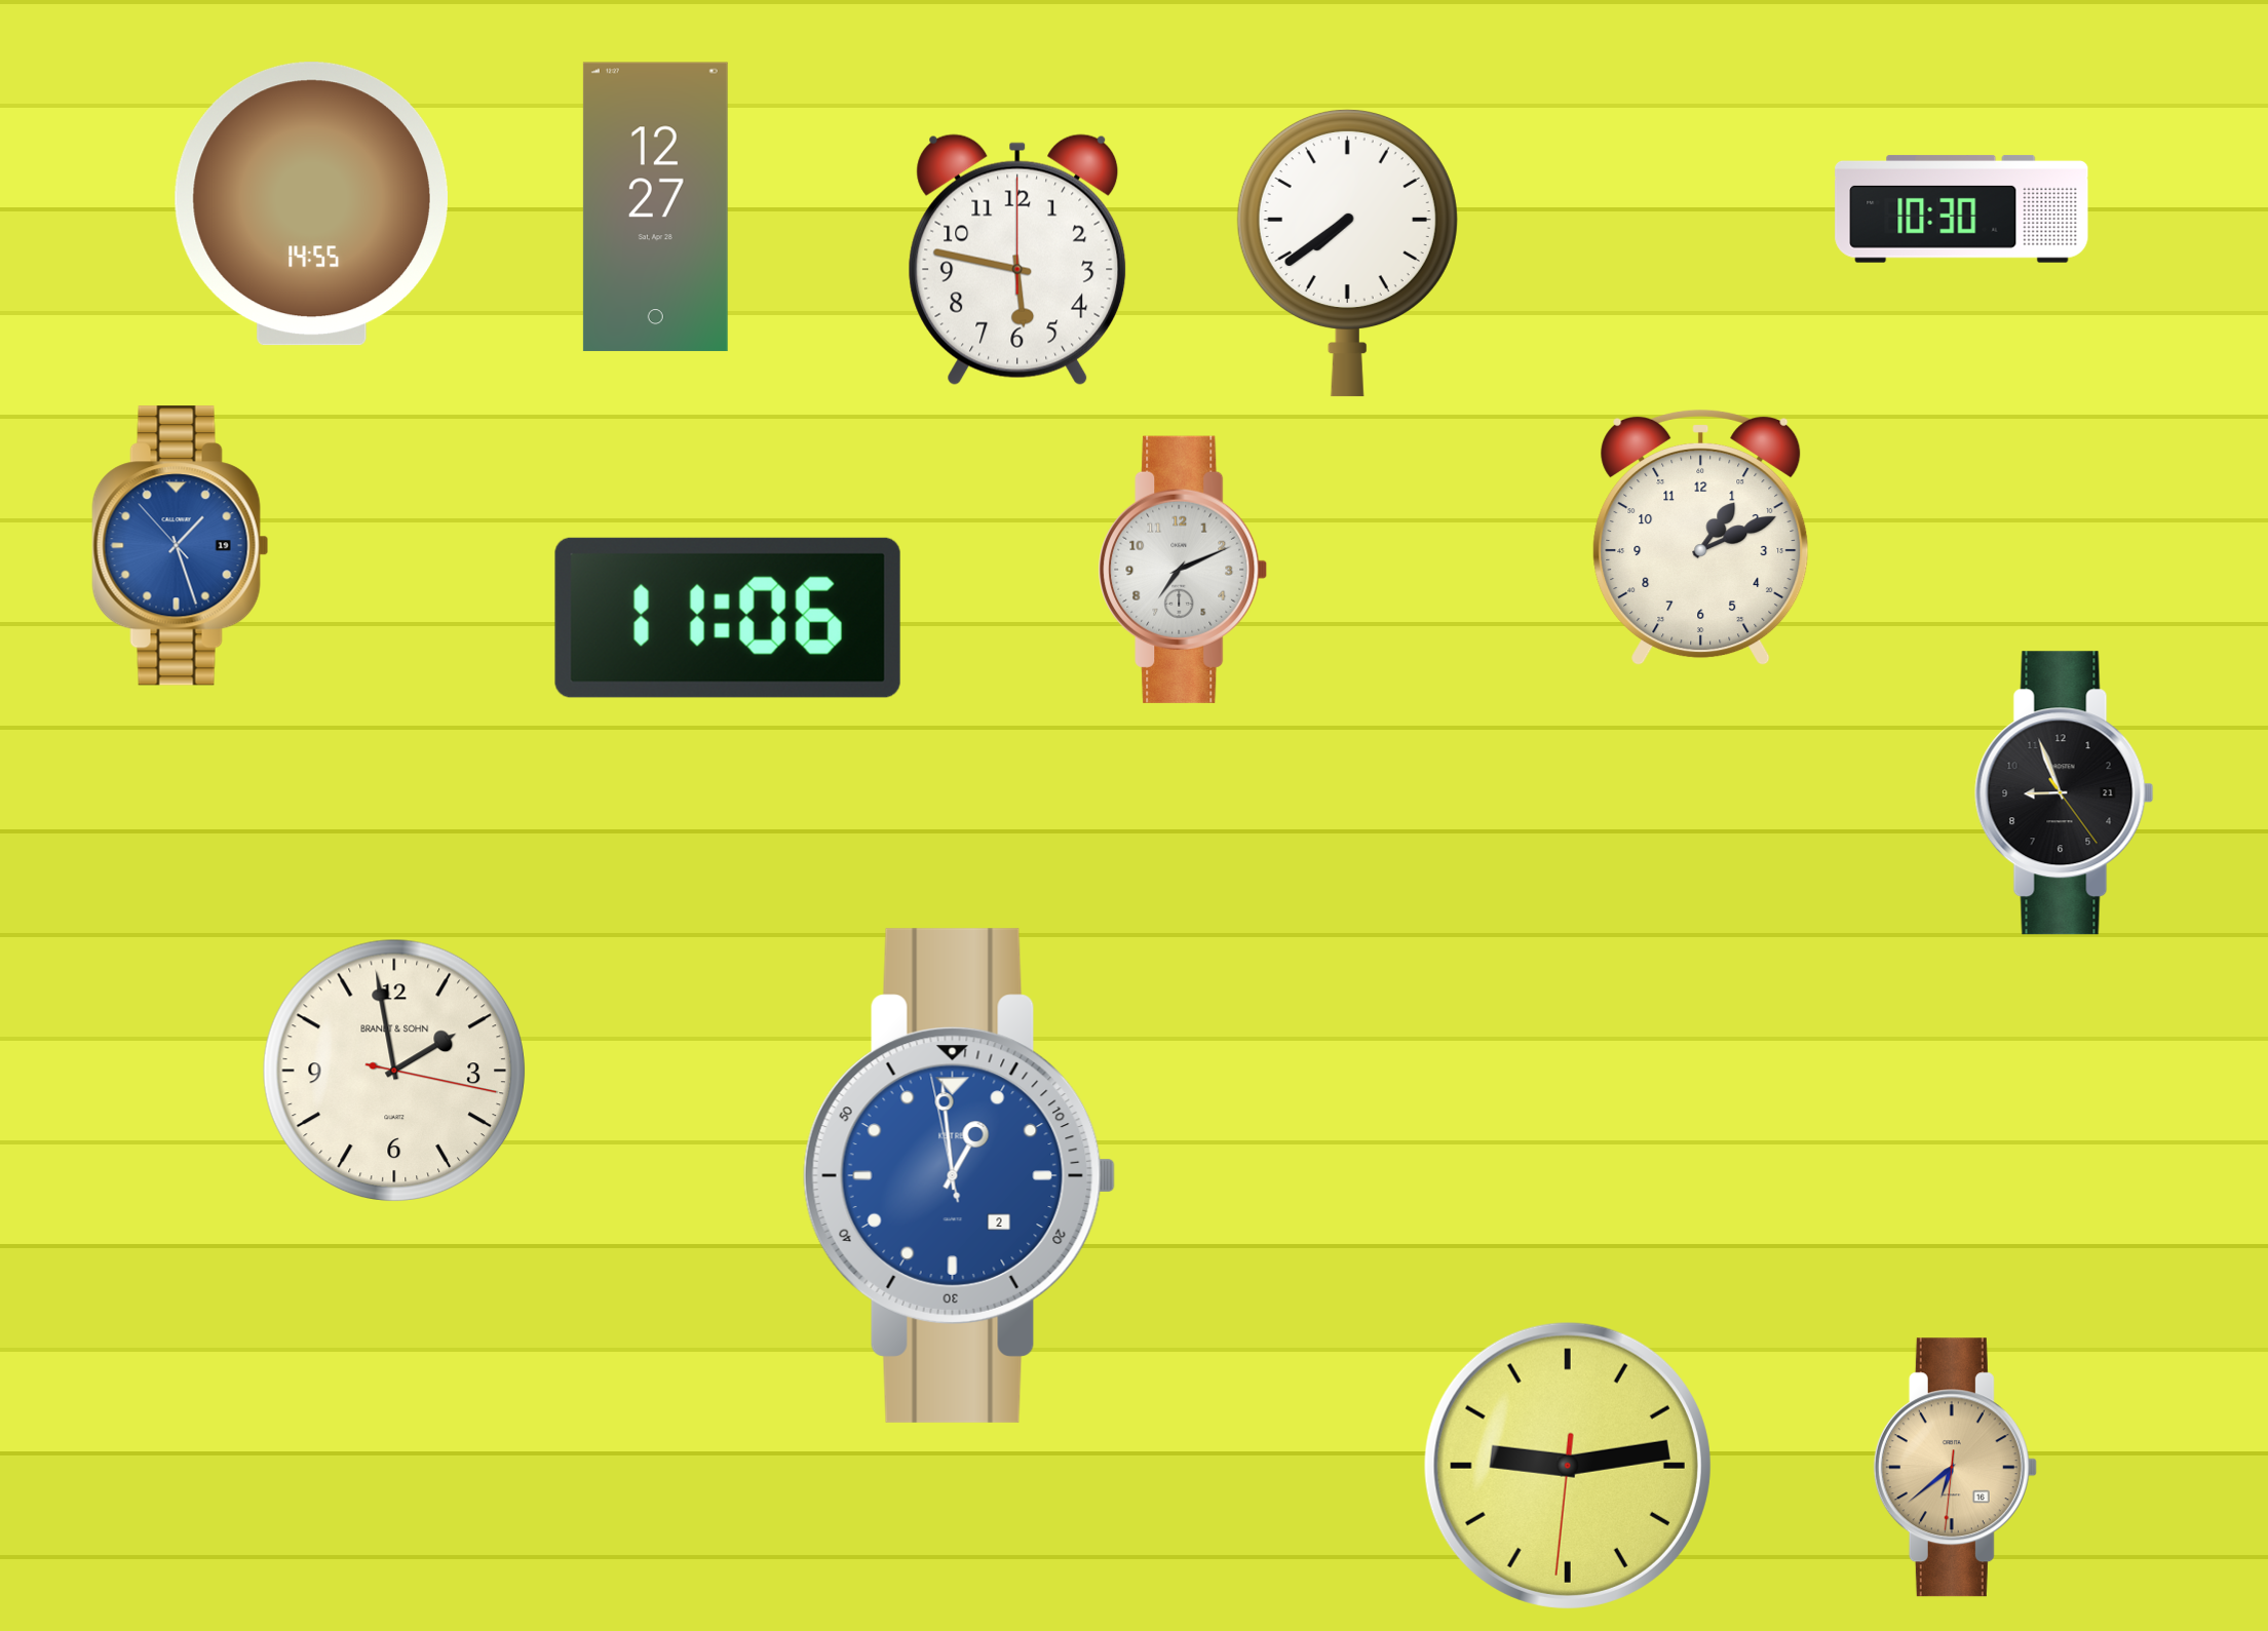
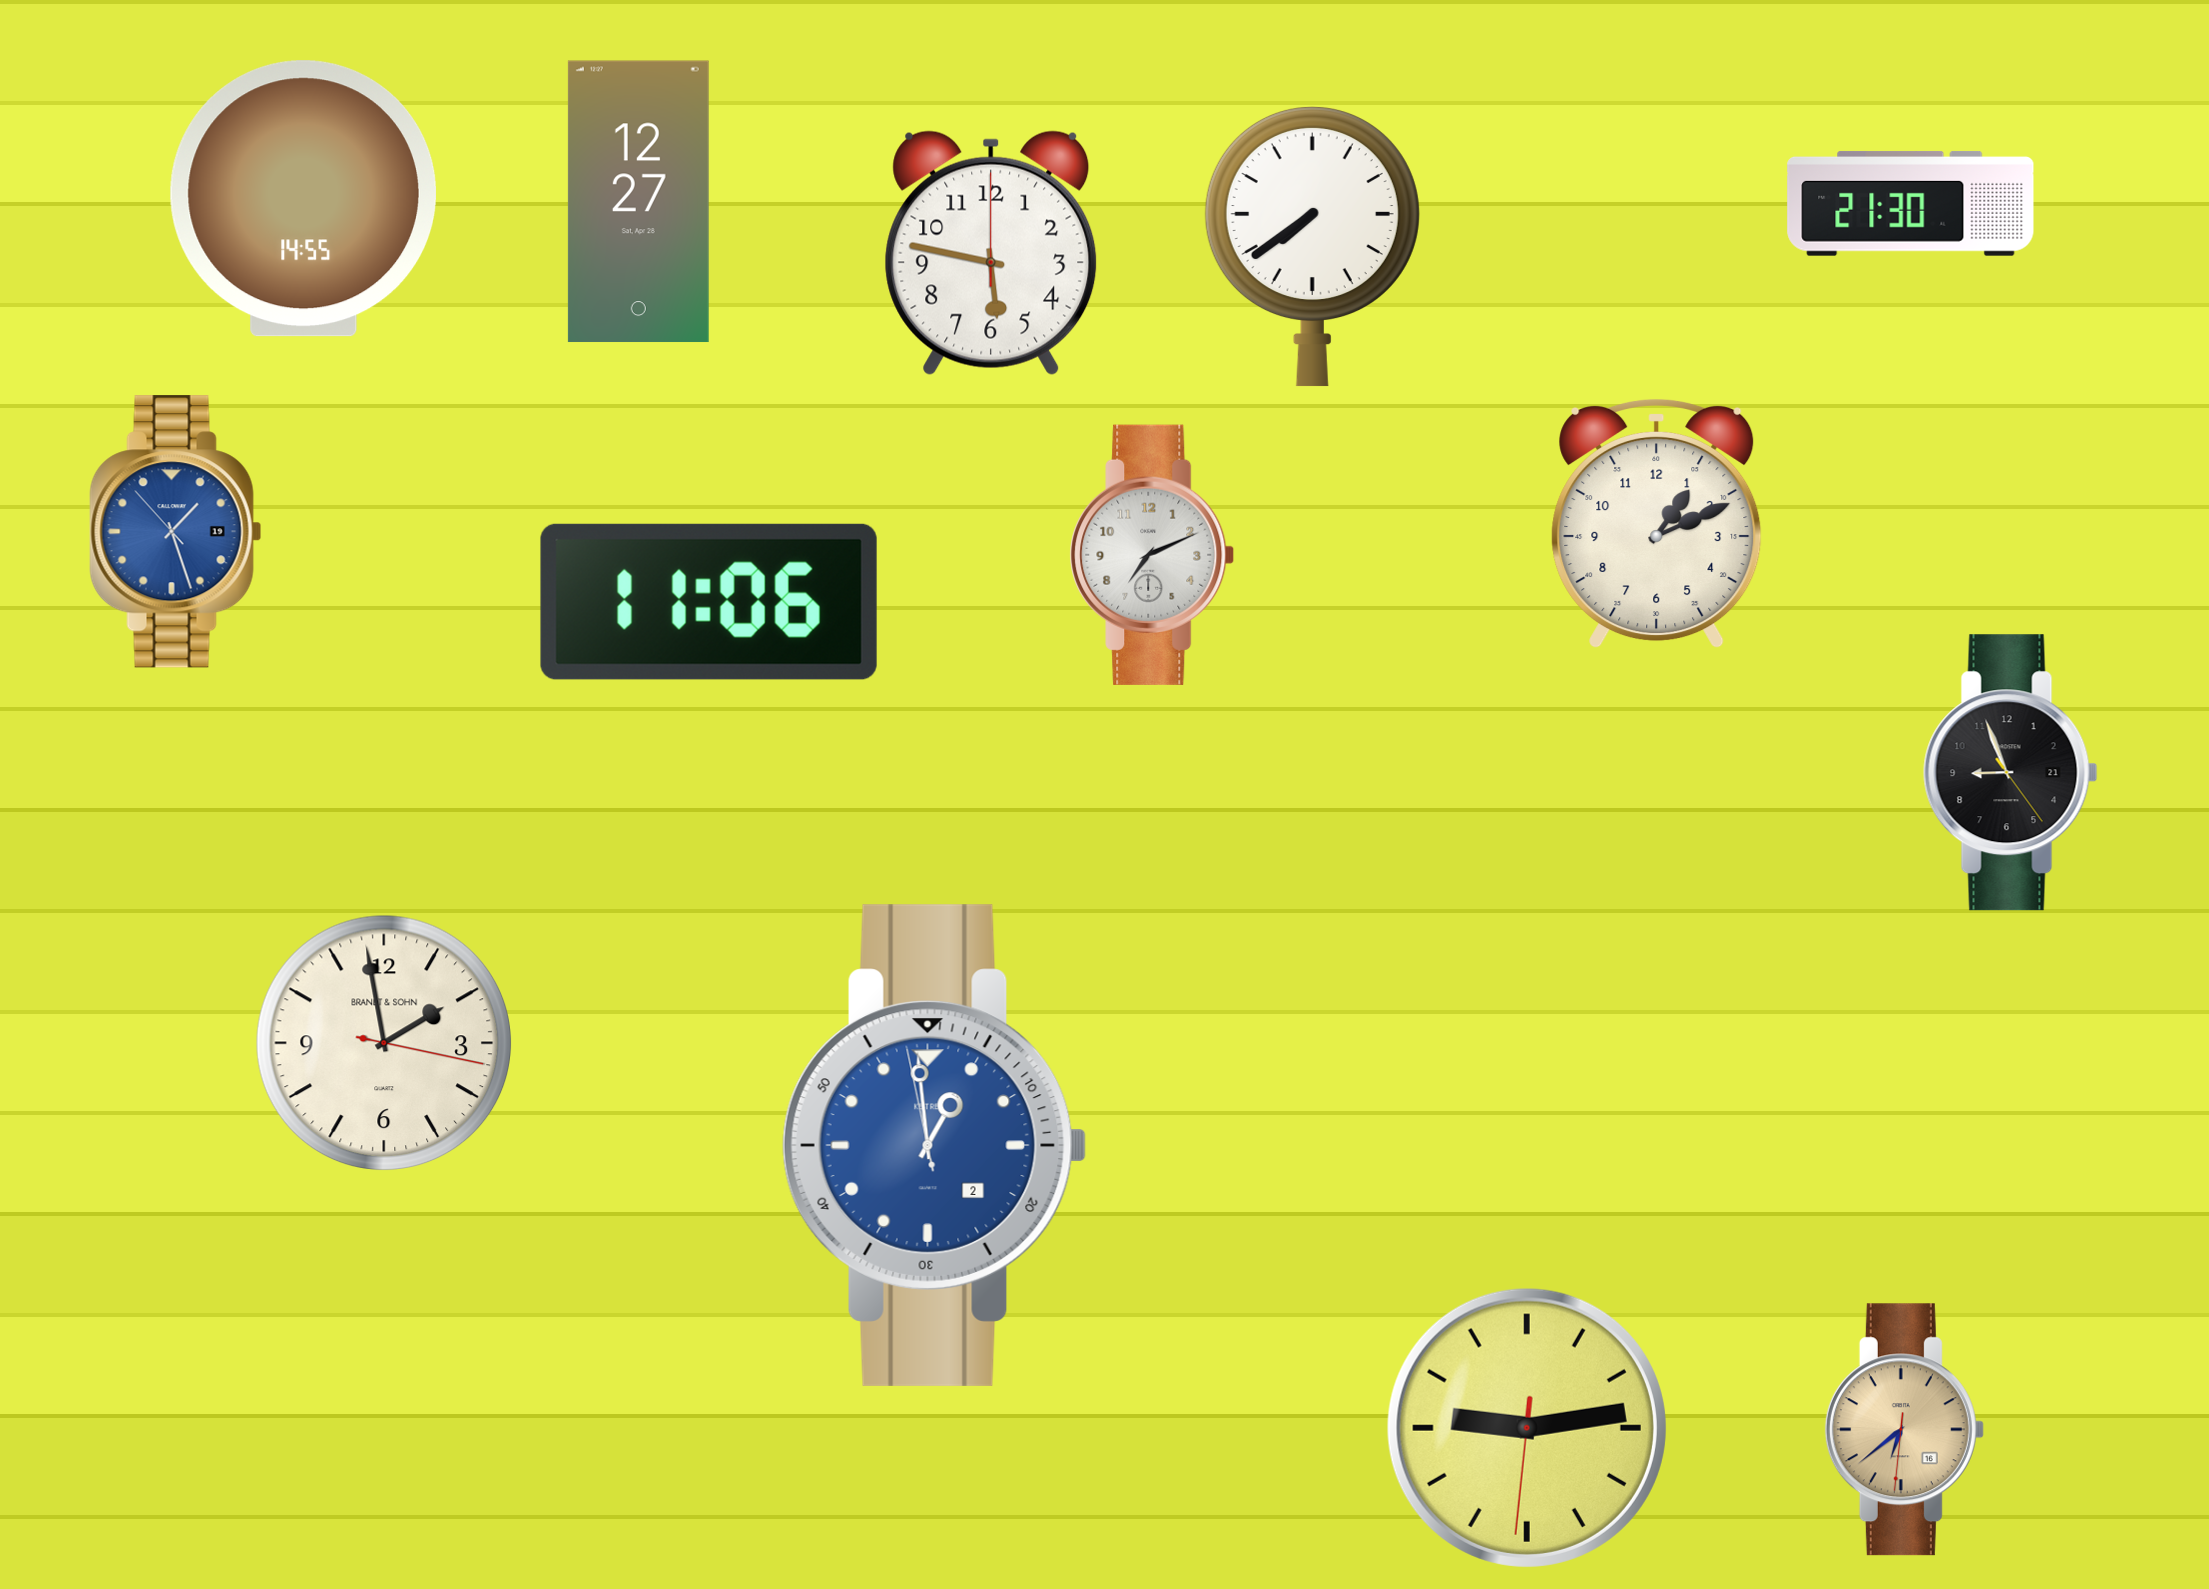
clock at (1962, 209): 10:30 -> 21:30
